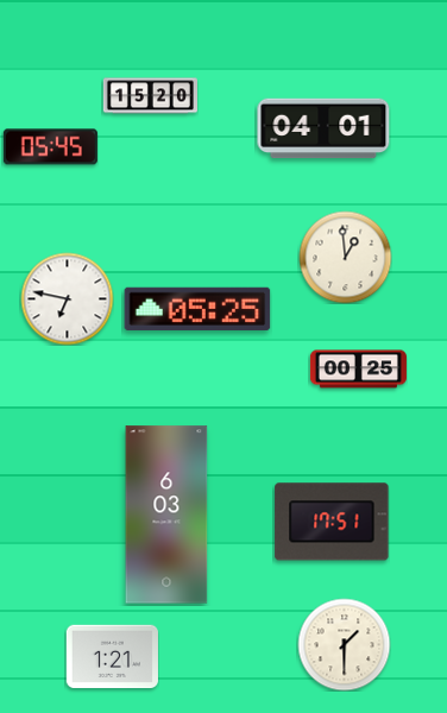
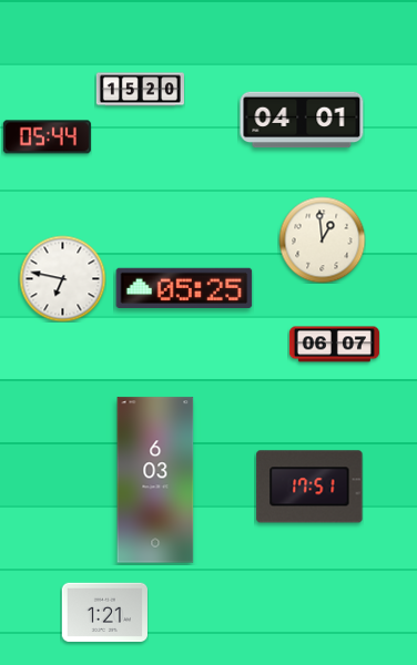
clock at (50, 147): 05:45 -> 05:44
clock at (358, 370): 00:25 -> 06:07
clock at (344, 644): 1:30 -> none
